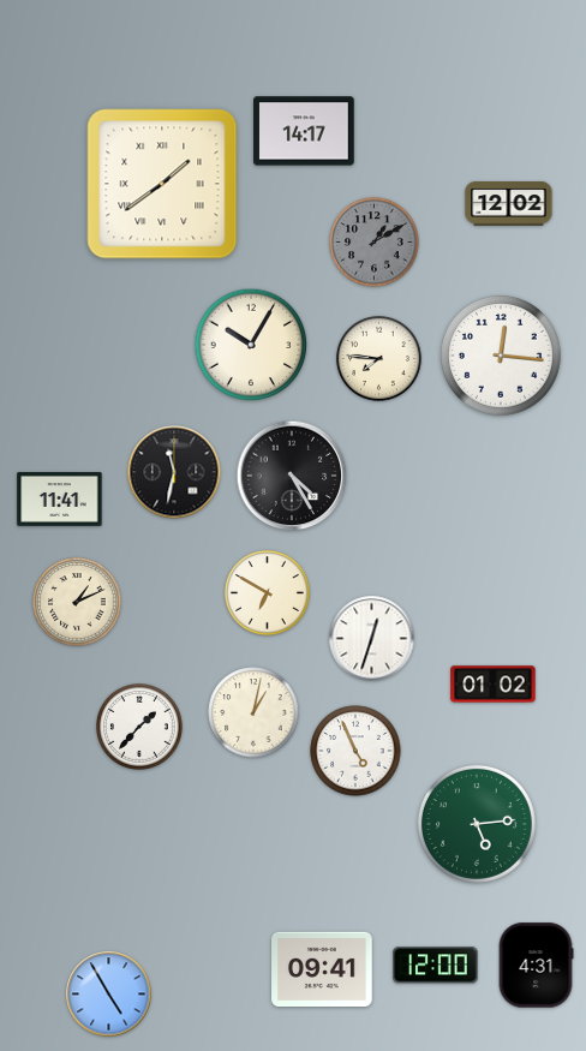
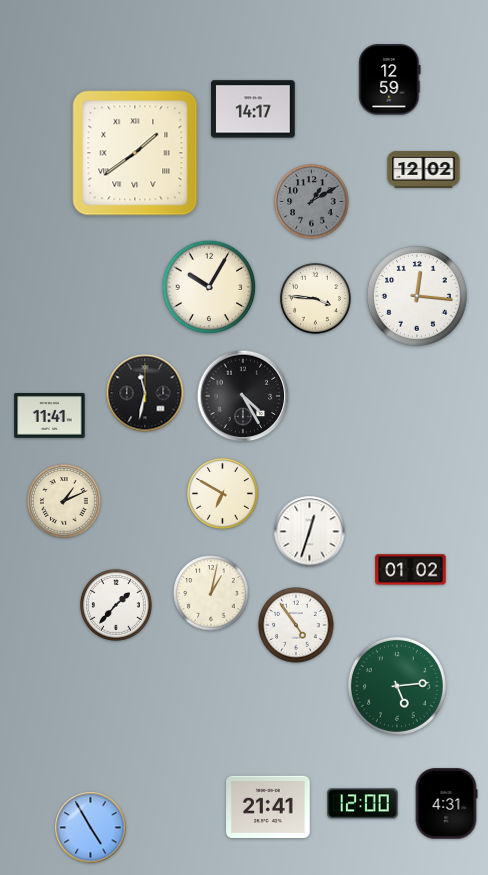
clock at (390, 80): none -> 12:59
clock at (378, 358): 7:46 -> 3:46
clock at (355, 751): 4:56 -> 4:54
clock at (322, 968): 09:41 -> 21:41
